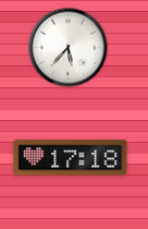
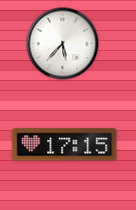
clock at (71, 158): 17:18 -> 17:15
